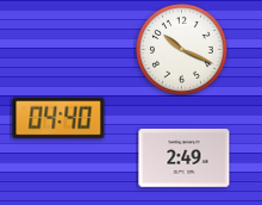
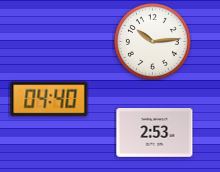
clock at (182, 50): 10:19 -> 10:14
clock at (185, 159): 2:49 -> 2:53
